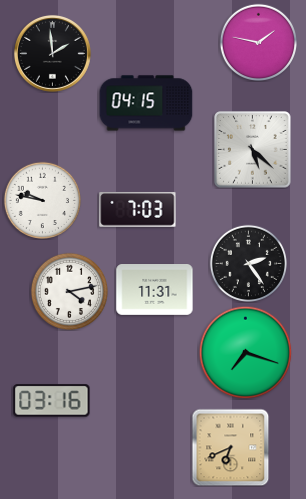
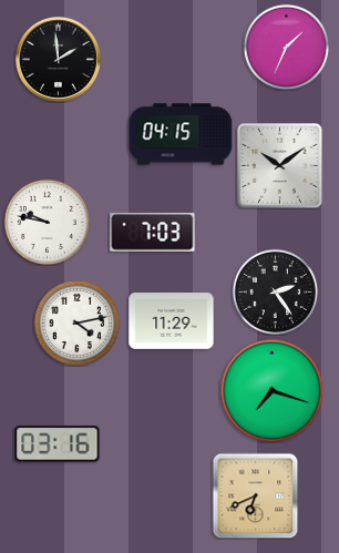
clock at (258, 42): 1:47 -> 1:34
clock at (146, 103) position: (146, 103) -> (181, 134)
clock at (253, 150): 5:22 -> 10:09
clock at (155, 290): 11:31 -> 11:29
